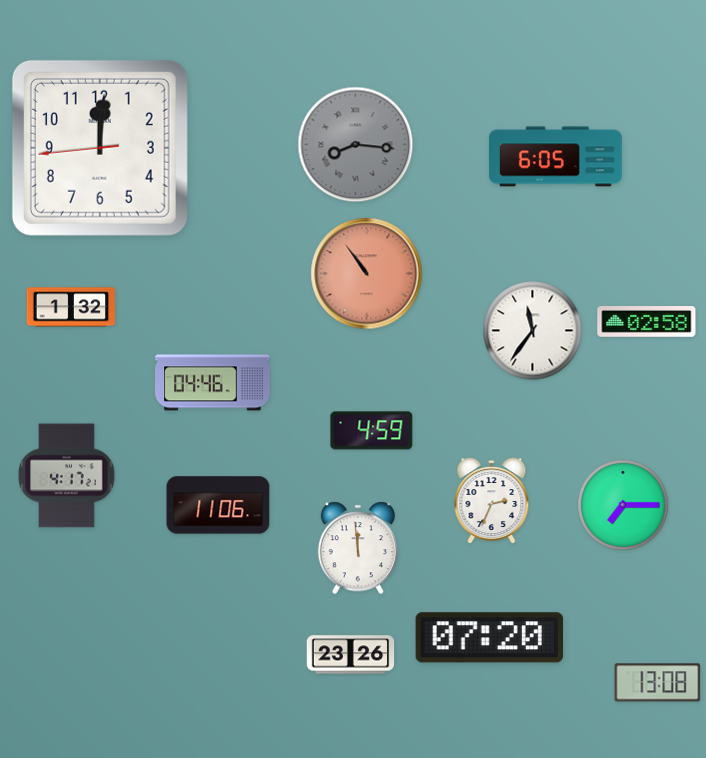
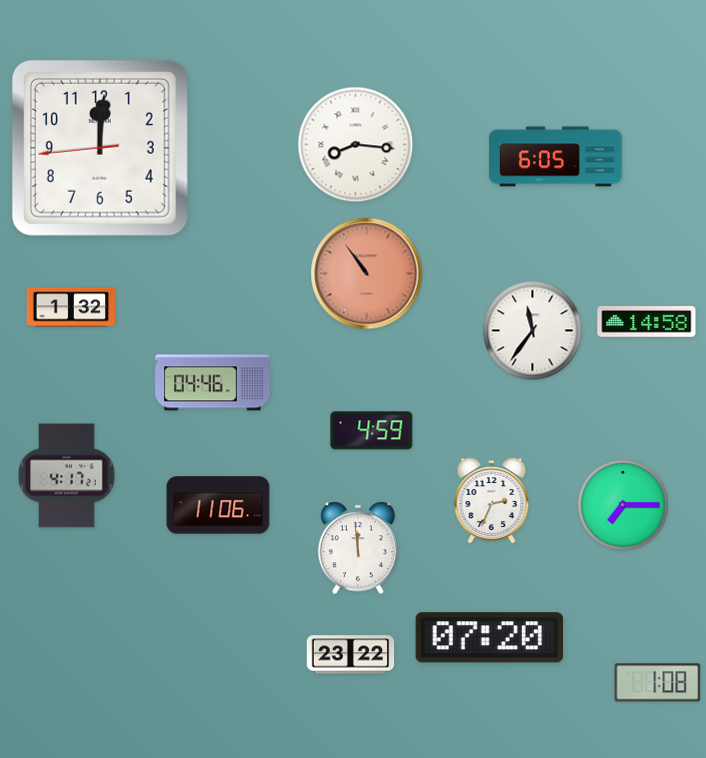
clock at (356, 145) dial: grey -> white
clock at (647, 322): 02:58 -> 14:58
clock at (351, 655): 23:26 -> 23:22
clock at (658, 683): 13:08 -> 1:08
